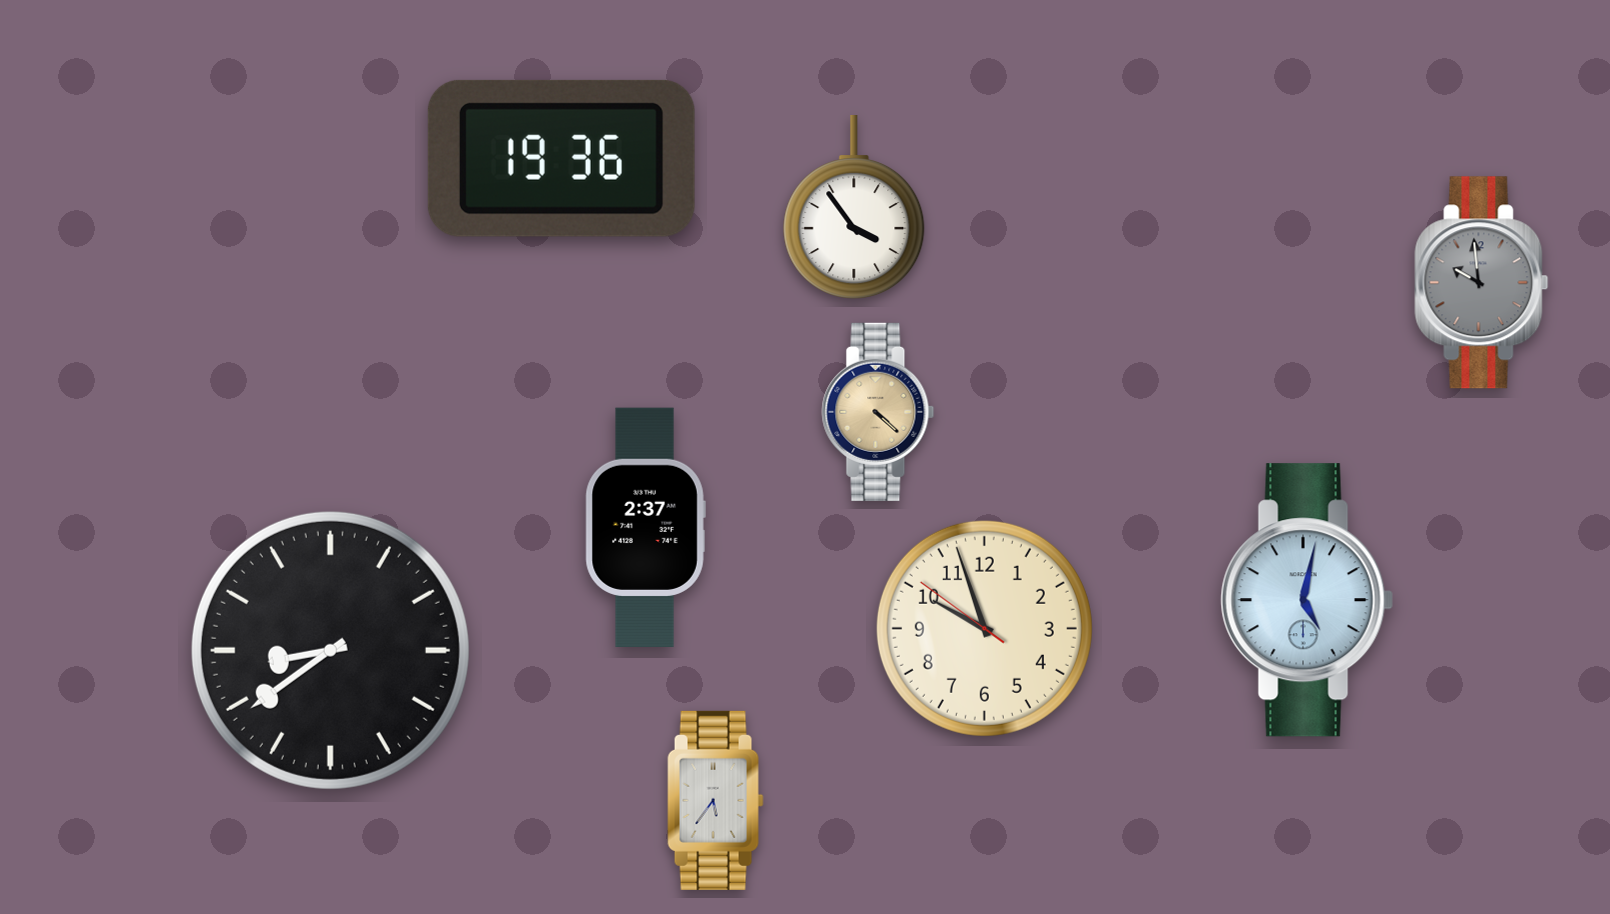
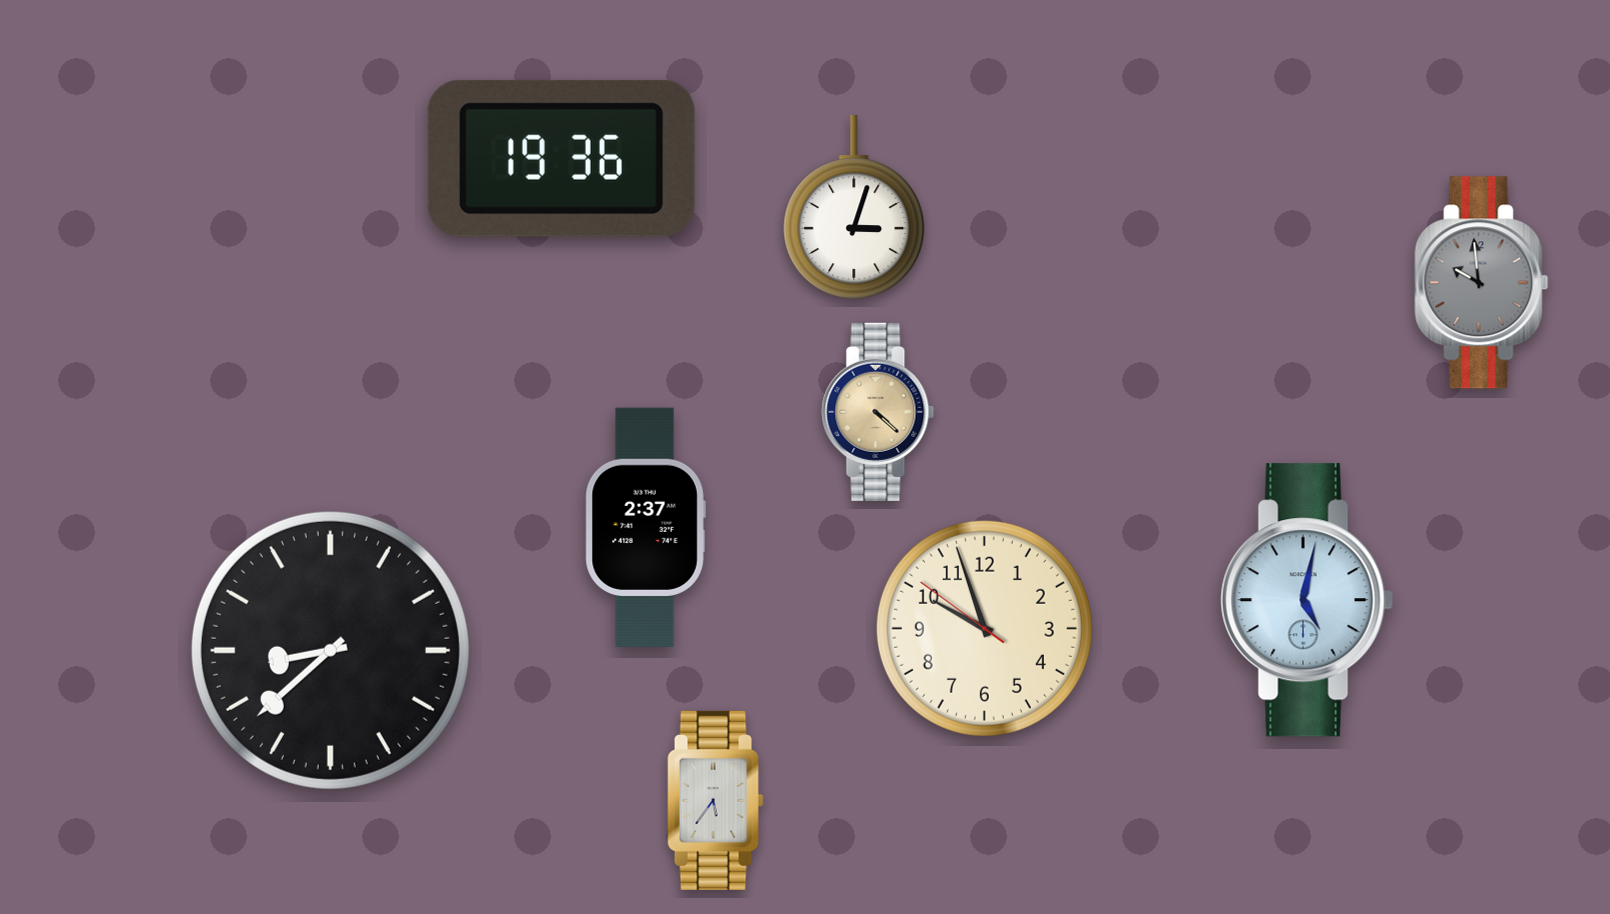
clock at (854, 208): 3:54 -> 3:03
clock at (330, 650): 8:39 -> 8:38
